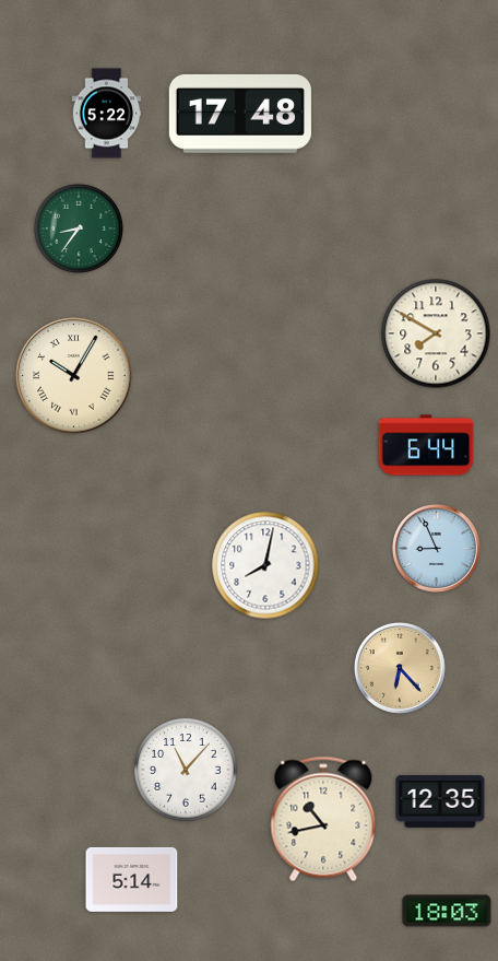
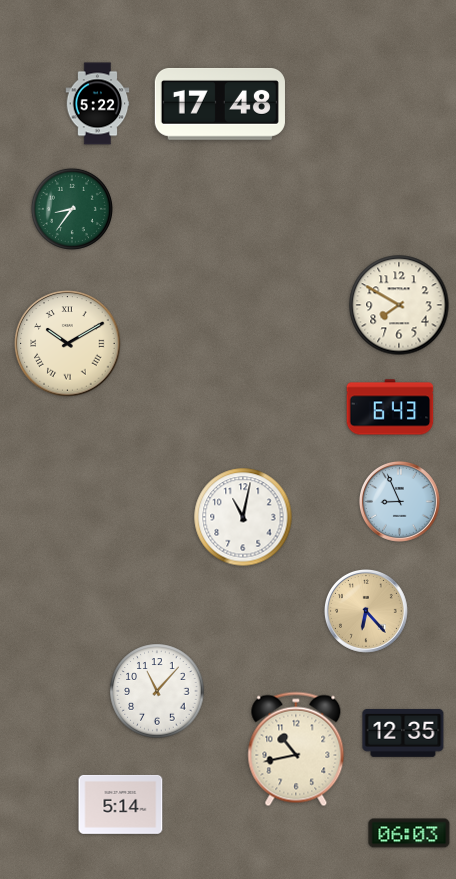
clock at (74, 376): 10:05 -> 10:10
clock at (426, 445): 6:44 -> 6:43
clock at (265, 565): 8:02 -> 11:02
clock at (186, 770) position: (186, 770) -> (157, 691)
clock at (447, 911): 18:03 -> 06:03
